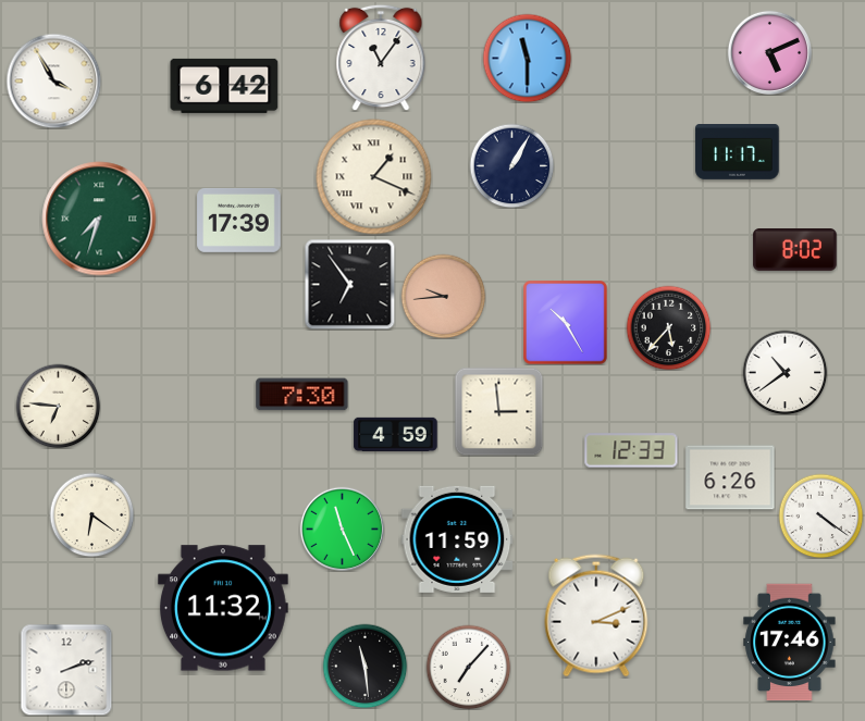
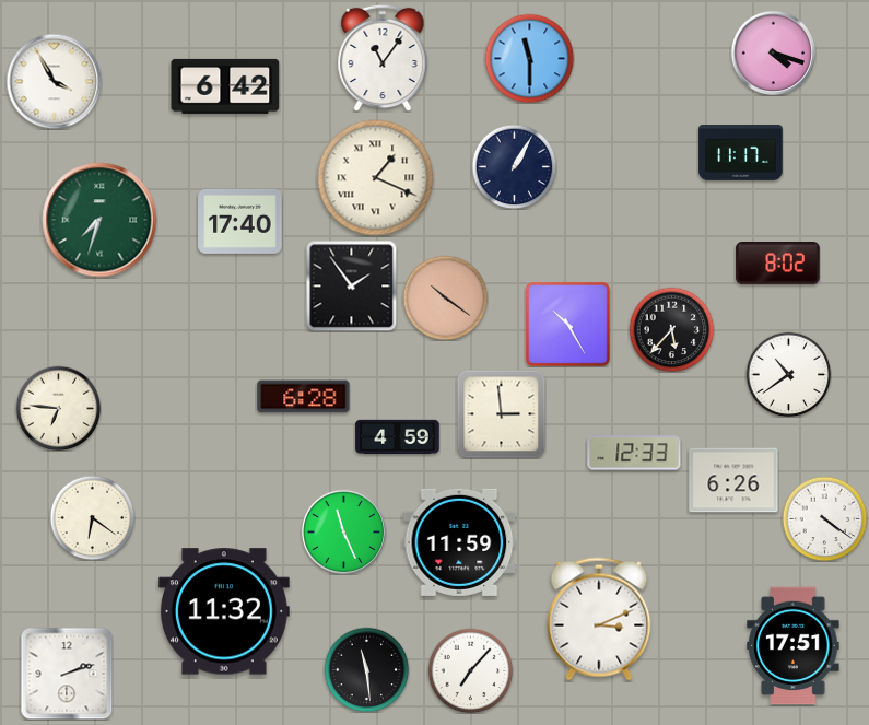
clock at (769, 52): 5:11 -> 4:18
clock at (239, 220): 17:39 -> 17:40
clock at (795, 250) position: (795, 250) -> (778, 264)
clock at (349, 284): 6:54 -> 1:54
clock at (443, 296): 9:44 -> 10:21
clock at (302, 395): 7:30 -> 6:28
clock at (790, 643): 17:46 -> 17:51
